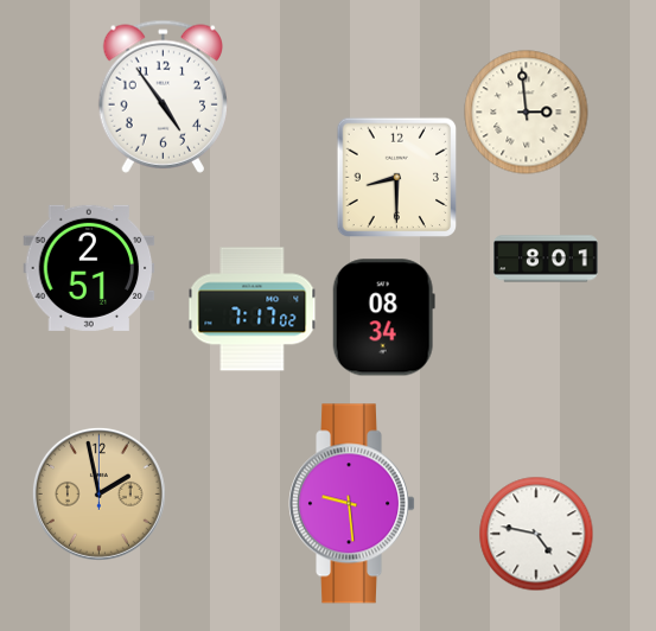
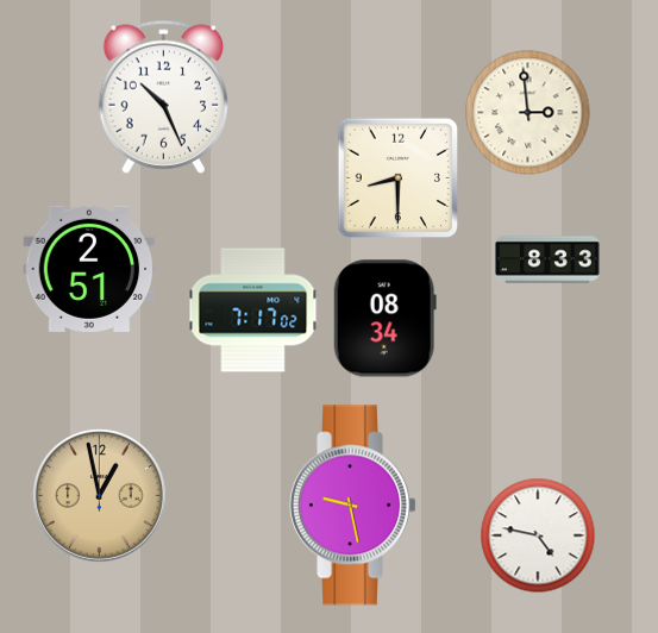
clock at (163, 96): 4:54 -> 10:26
clock at (546, 259): 8:01 -> 8:33
clock at (98, 493): 1:58 -> 12:58
clock at (352, 504): 9:29 -> 9:28
